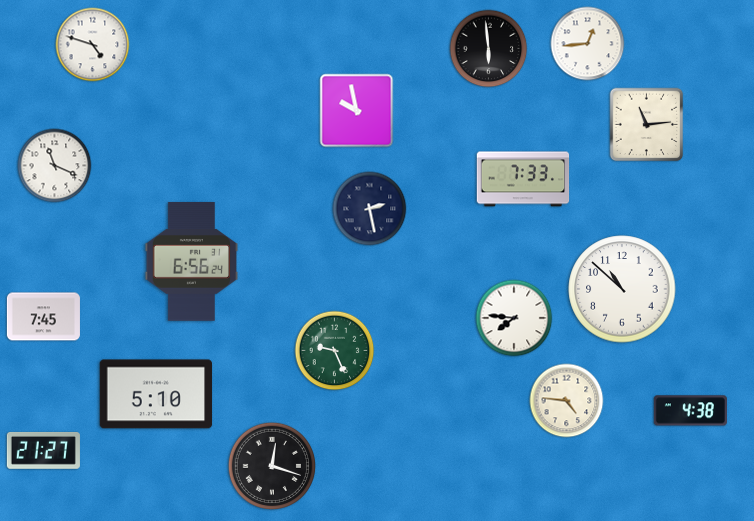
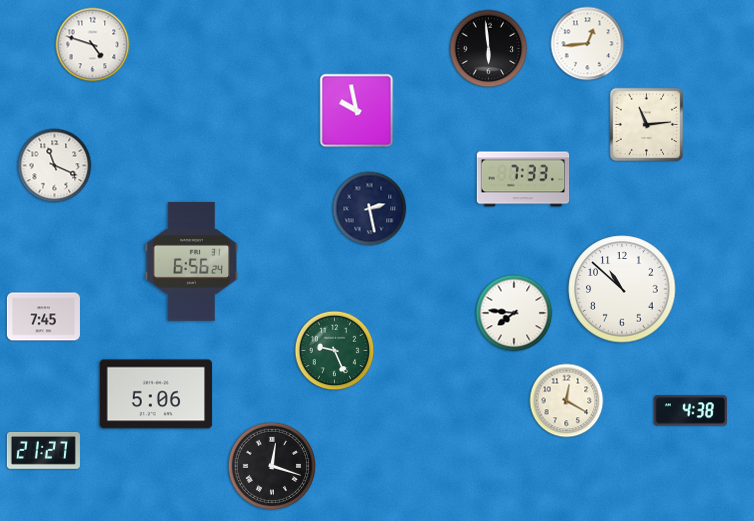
clock at (514, 318) position: (514, 318) -> (514, 313)
clock at (156, 394): 5:10 -> 5:06
clock at (567, 401): 4:46 -> 12:20
